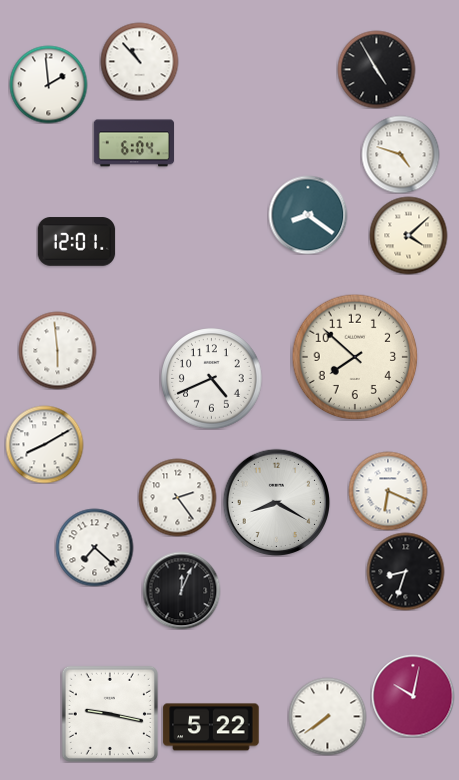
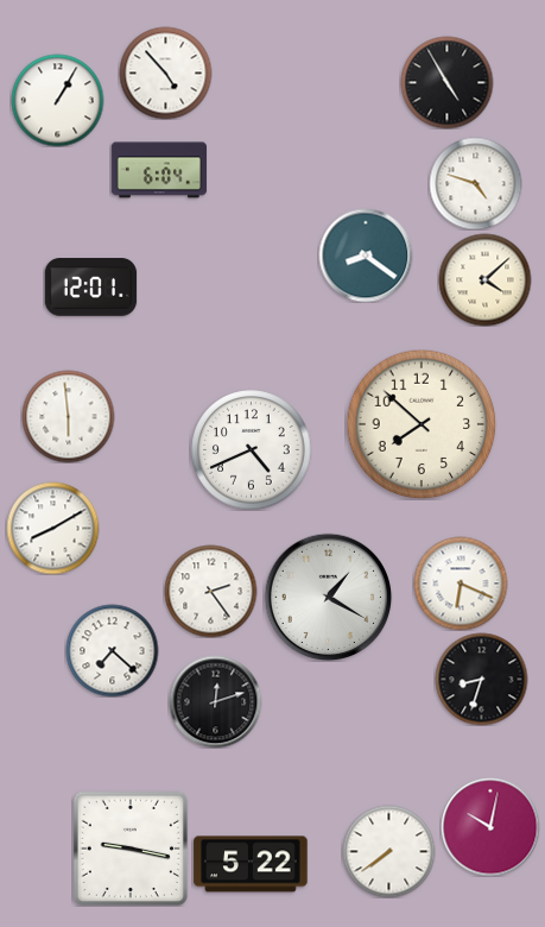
clock at (139, 61): 10:53 -> 4:53
clock at (48, 84): 1:59 -> 1:05
clock at (276, 502): 8:20 -> 1:20
clock at (181, 590): 12:04 -> 12:12
